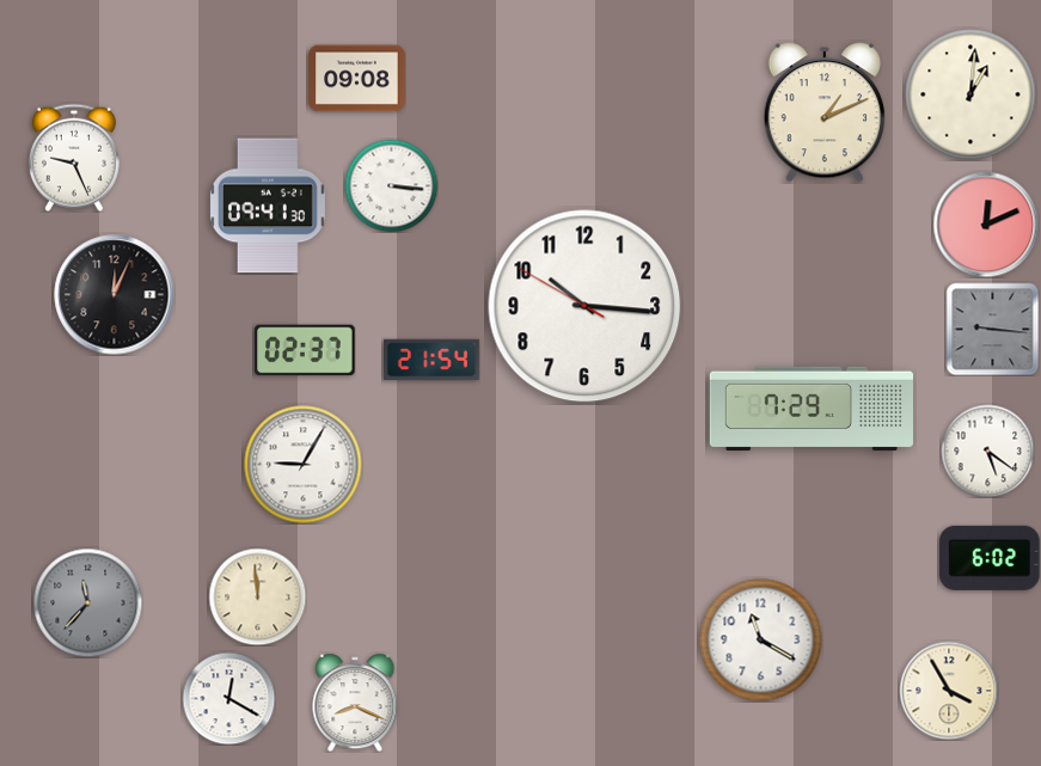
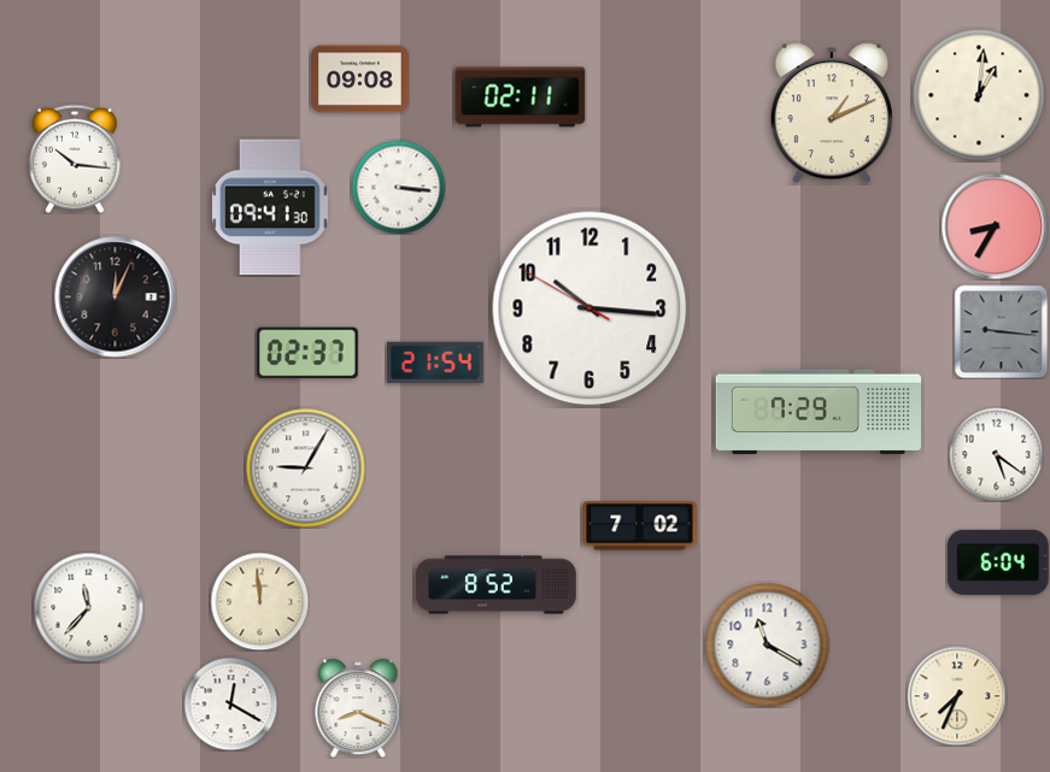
clock at (521, 98): none -> 02:11
clock at (74, 158): 9:26 -> 10:16
clock at (391, 185) position: (391, 185) -> (398, 187)
clock at (986, 225): 12:11 -> 8:35
clock at (640, 526): none -> 7:02
clock at (990, 558): 6:02 -> 6:04
clock at (497, 585): none -> 8:52
clock at (87, 602) dial: grey -> white
clock at (949, 691): 3:55 -> 7:34
